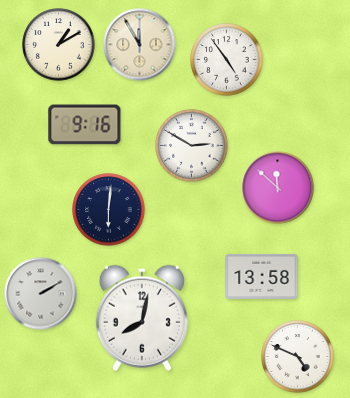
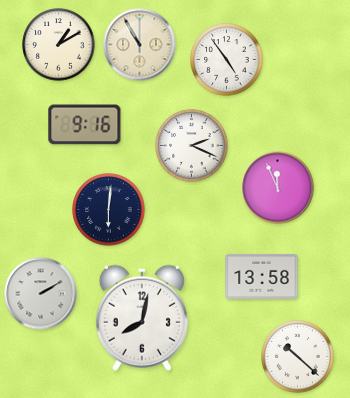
clock at (140, 45): 11:55 -> 10:55
clock at (192, 146): 2:50 -> 2:19
clock at (278, 188): 11:52 -> 11:56
clock at (298, 357): 4:49 -> 10:22
